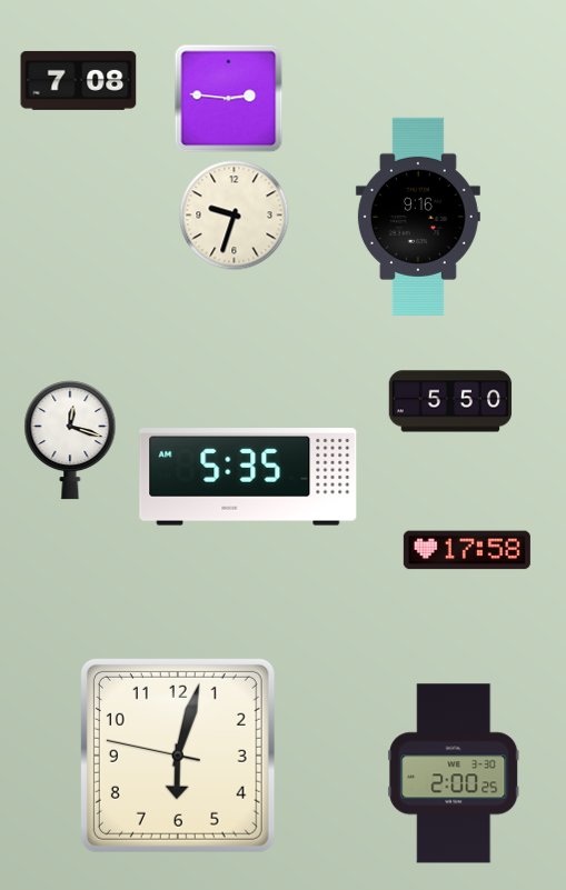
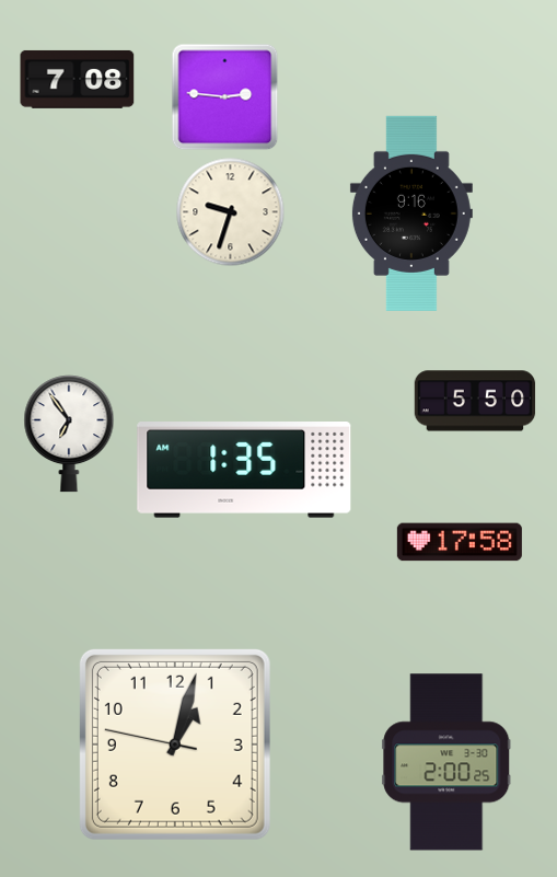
clock at (450, 401) position: (450, 401) -> (475, 401)
clock at (70, 440): 12:18 -> 6:54
clock at (248, 478): 5:35 -> 1:35
clock at (178, 756): 6:02 -> 1:02
